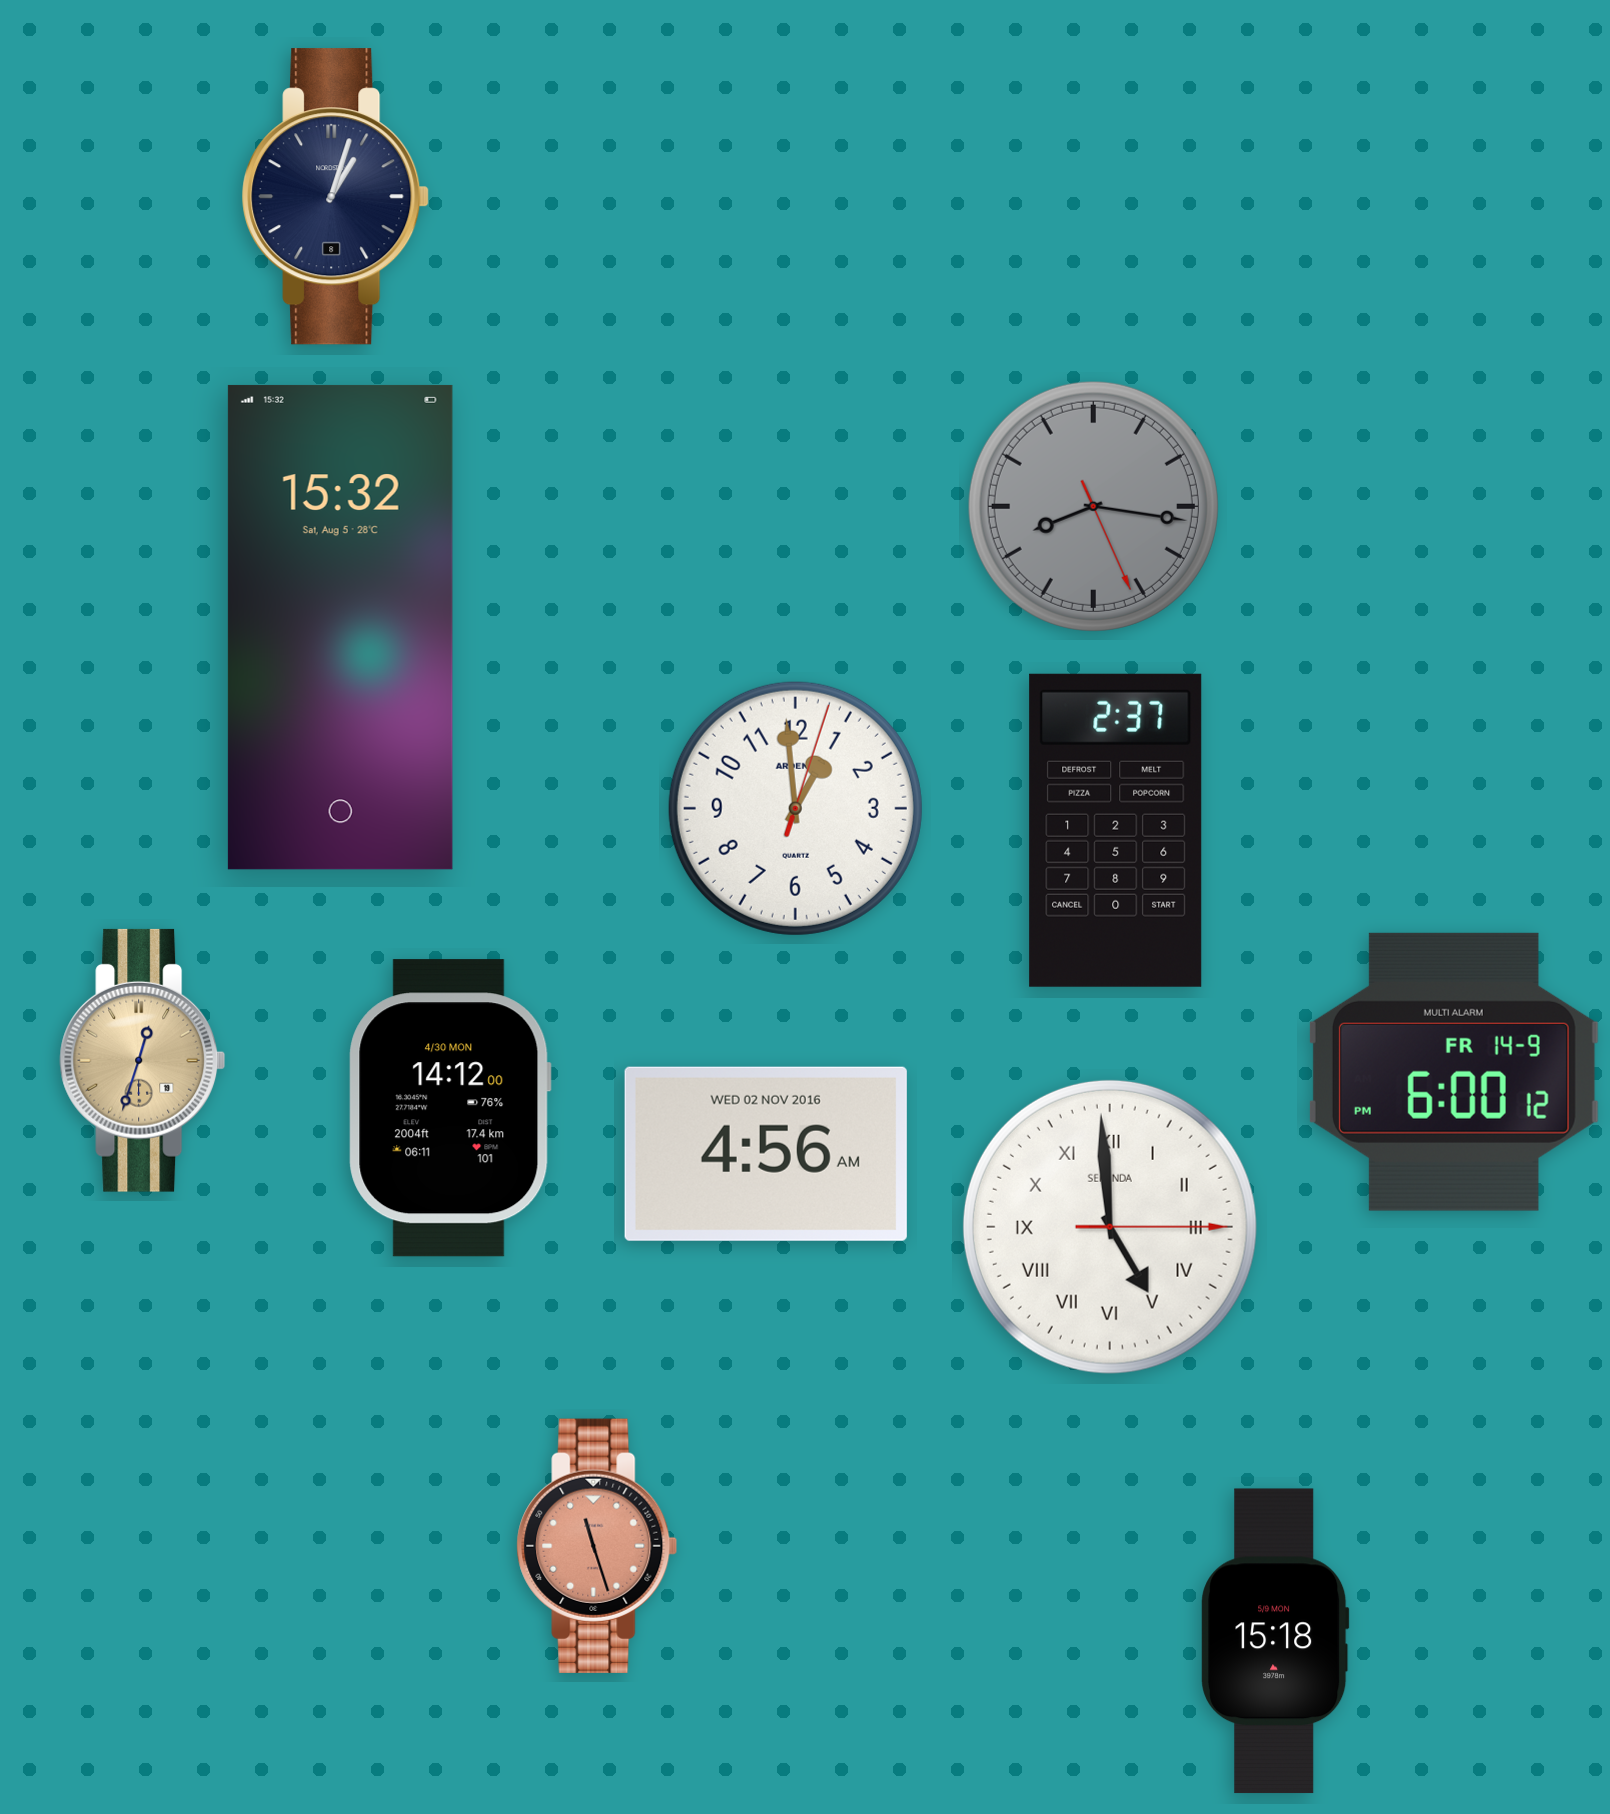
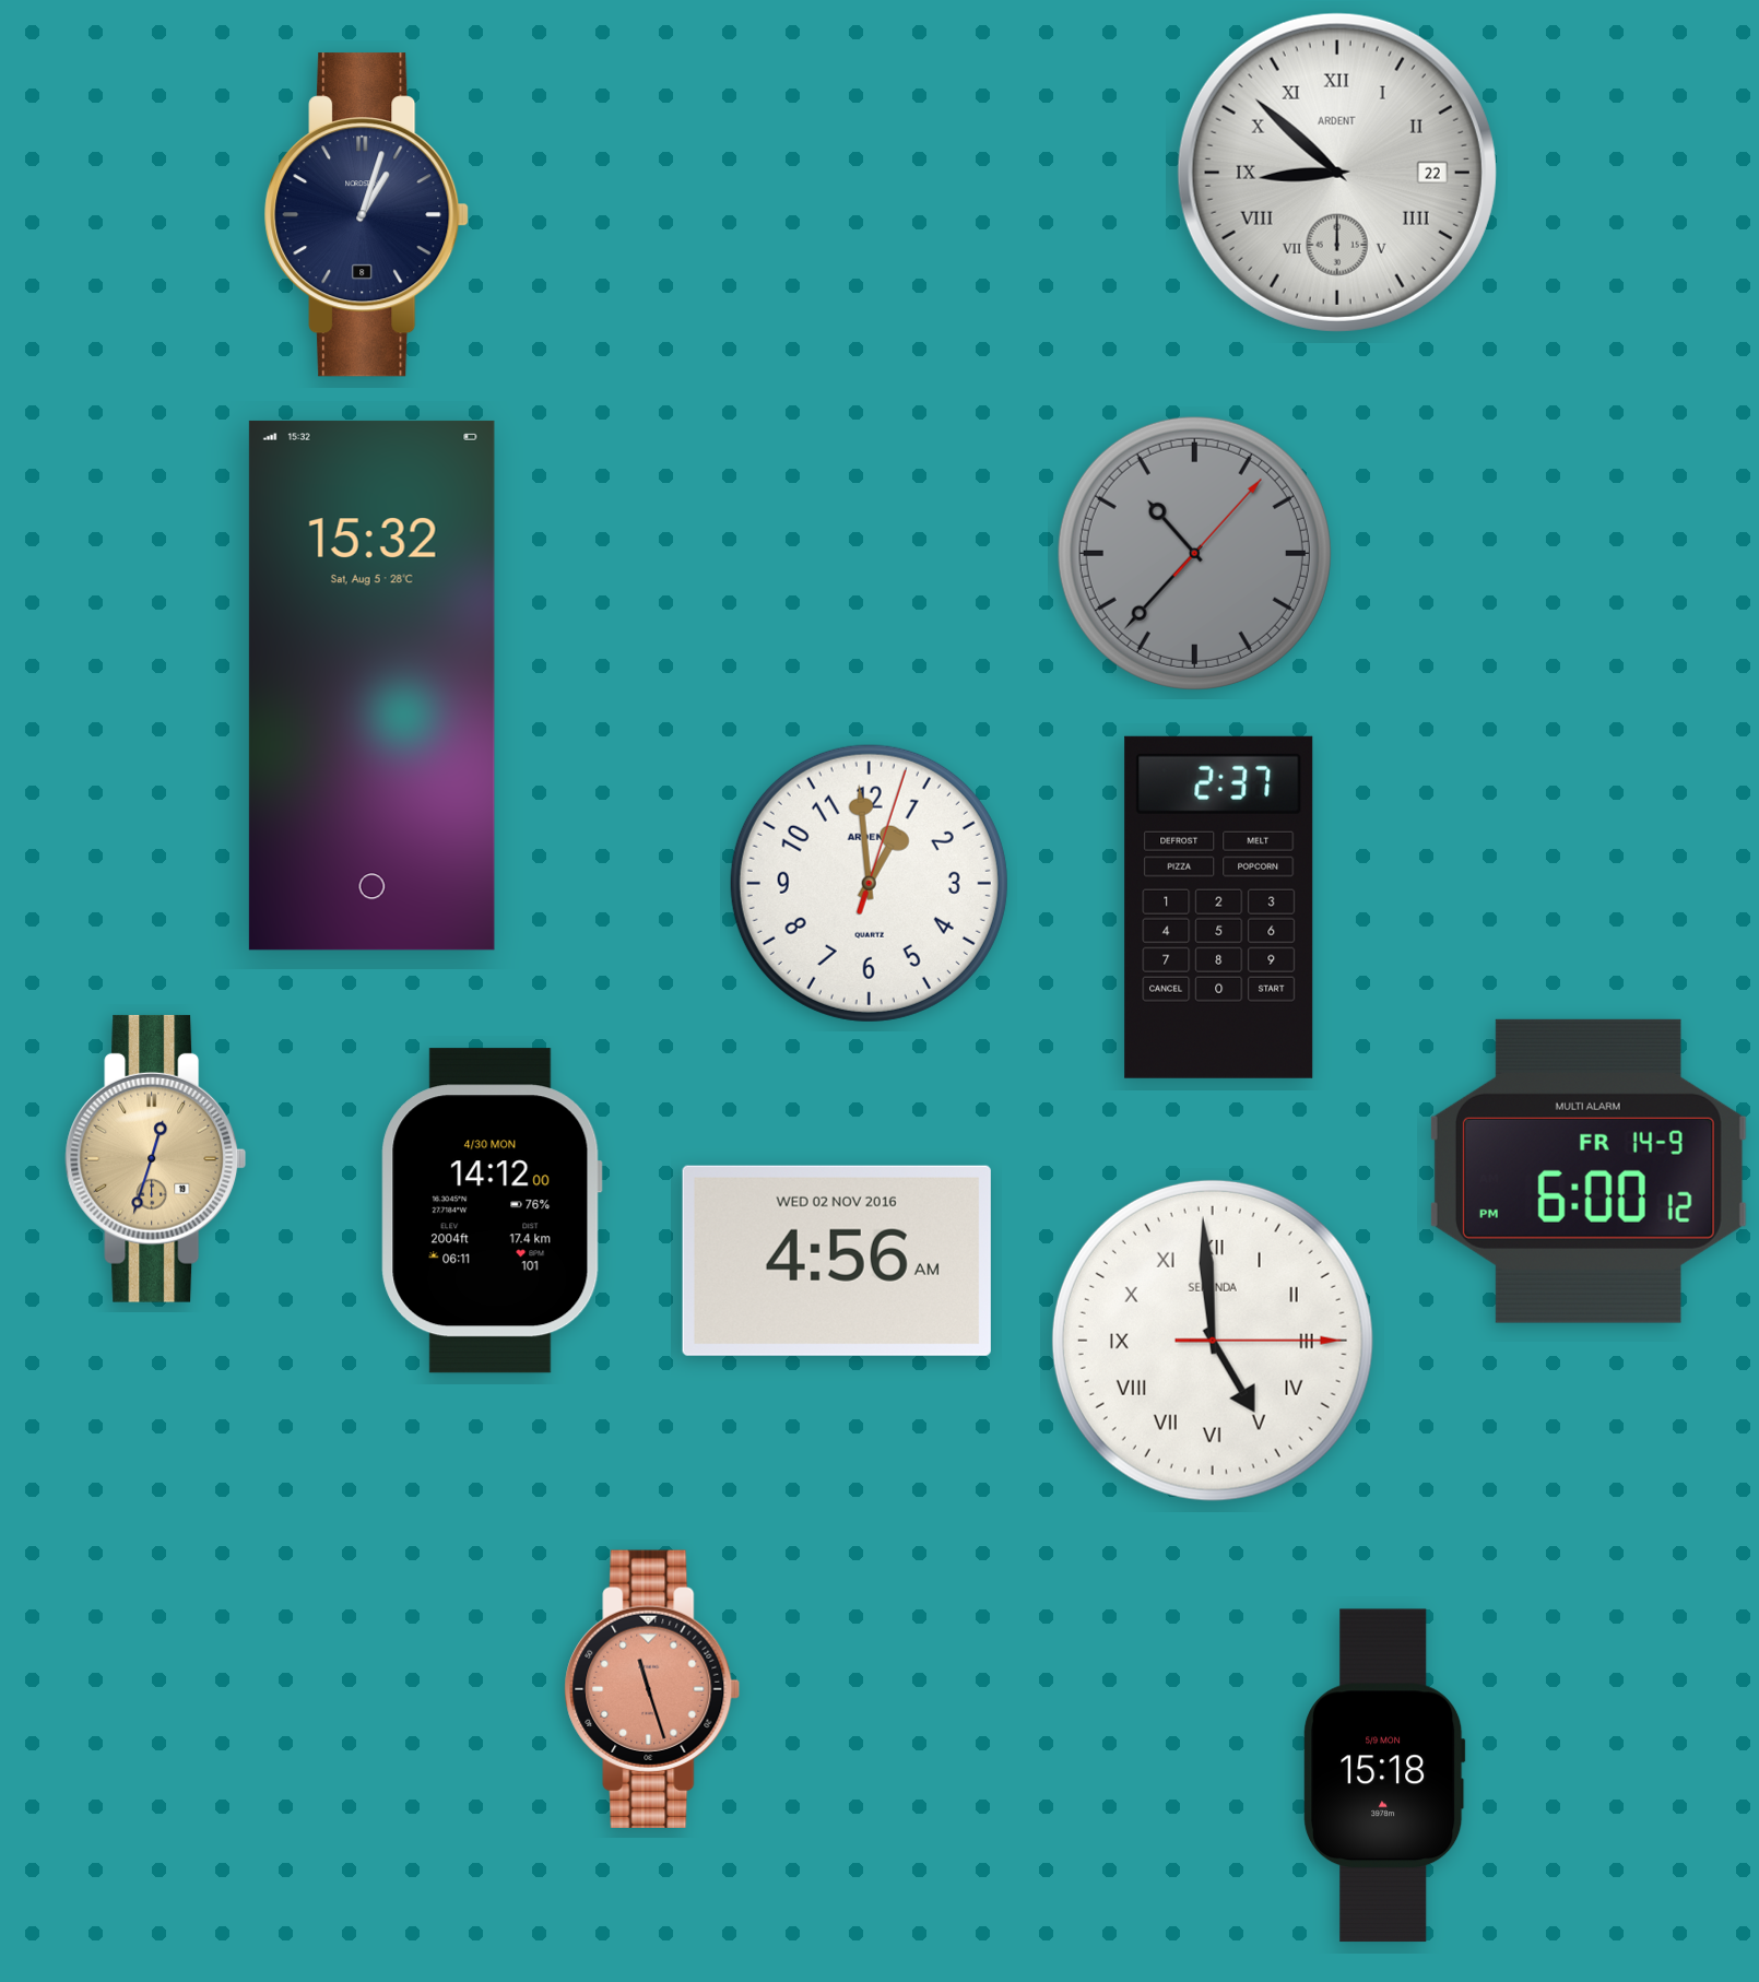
clock at (1337, 173): none -> 8:52
clock at (1093, 506): 8:16 -> 10:37
clock at (1275, 1641) position: (1275, 1641) -> (1384, 1775)
